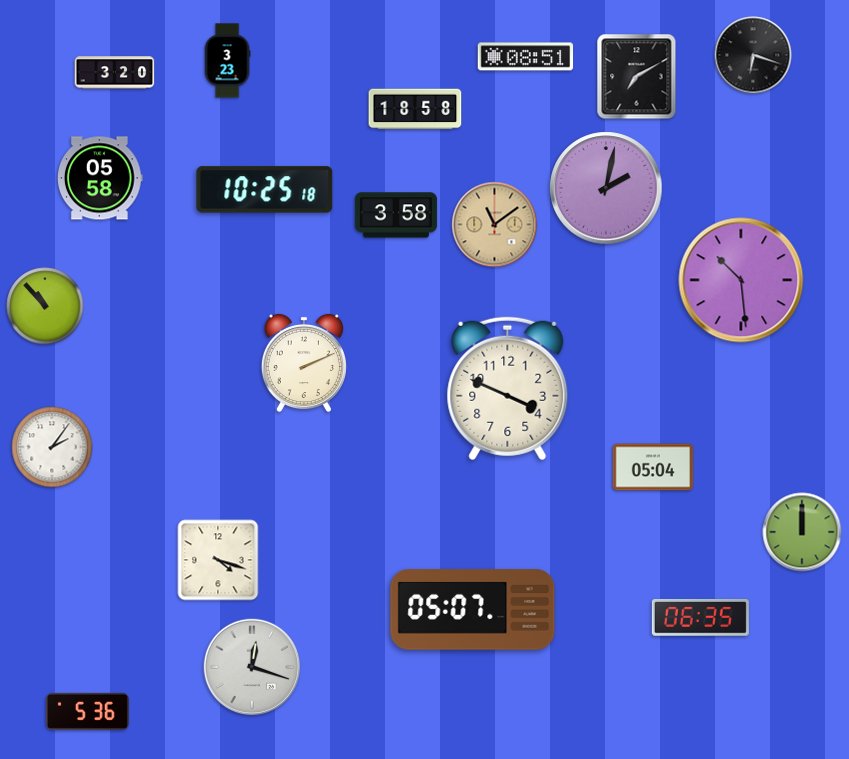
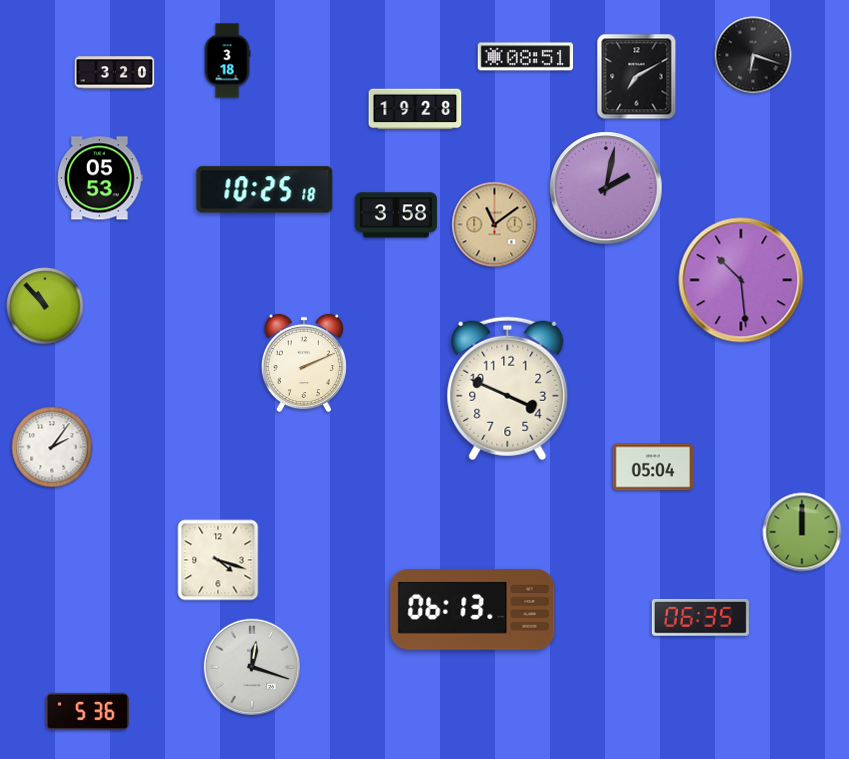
clock at (227, 61): 3:23 -> 3:18
clock at (415, 109): 18:58 -> 19:28
clock at (100, 178): 05:58 -> 05:53
clock at (473, 610): 05:07 -> 06:13
